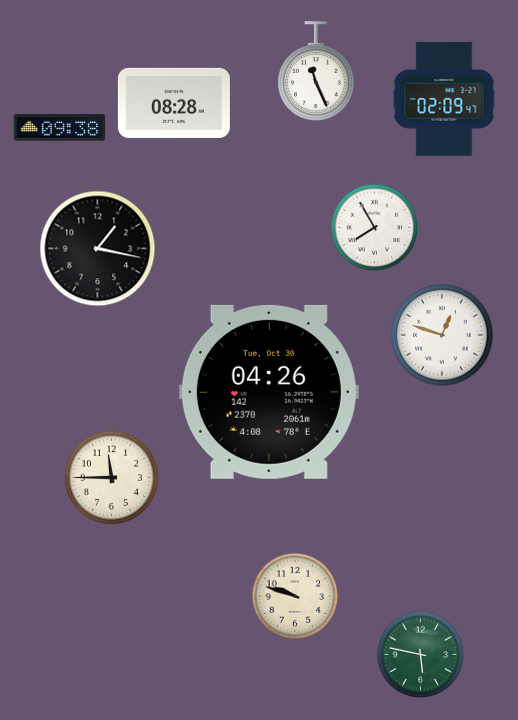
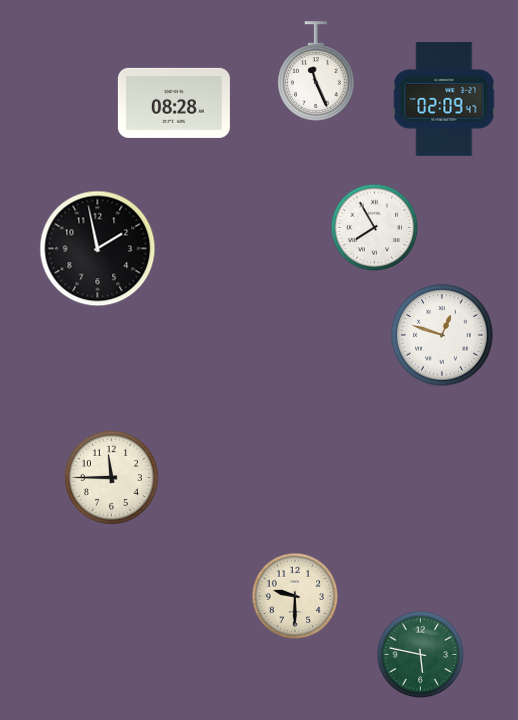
clock at (60, 128): 09:38 -> none
clock at (98, 249): 1:17 -> 1:58
clock at (269, 392): 04:26 -> none
clock at (295, 596): 9:48 -> 9:30
